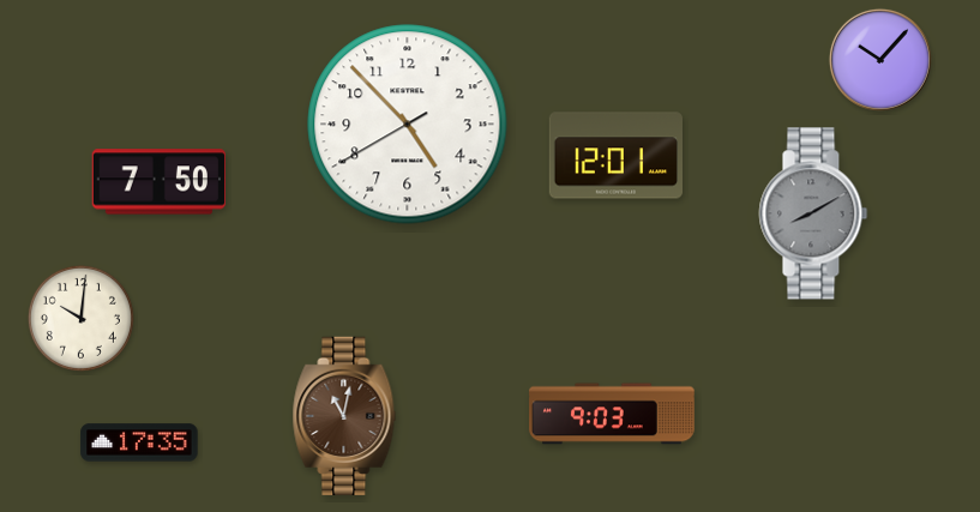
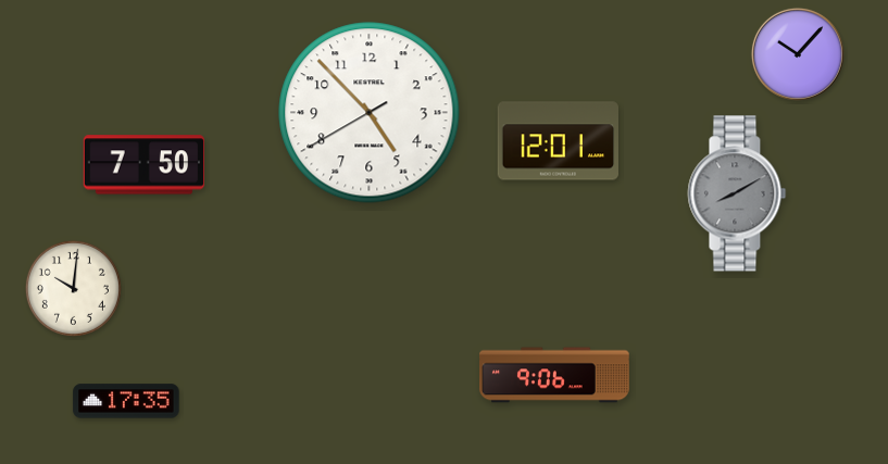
clock at (612, 414): 9:03 -> 9:06
clock at (344, 415): 11:02 -> none
